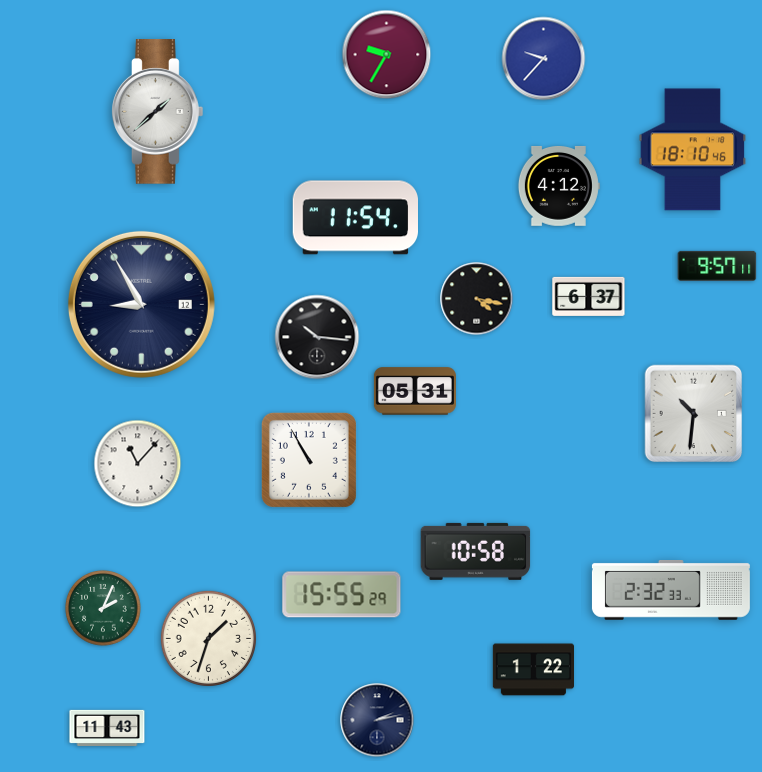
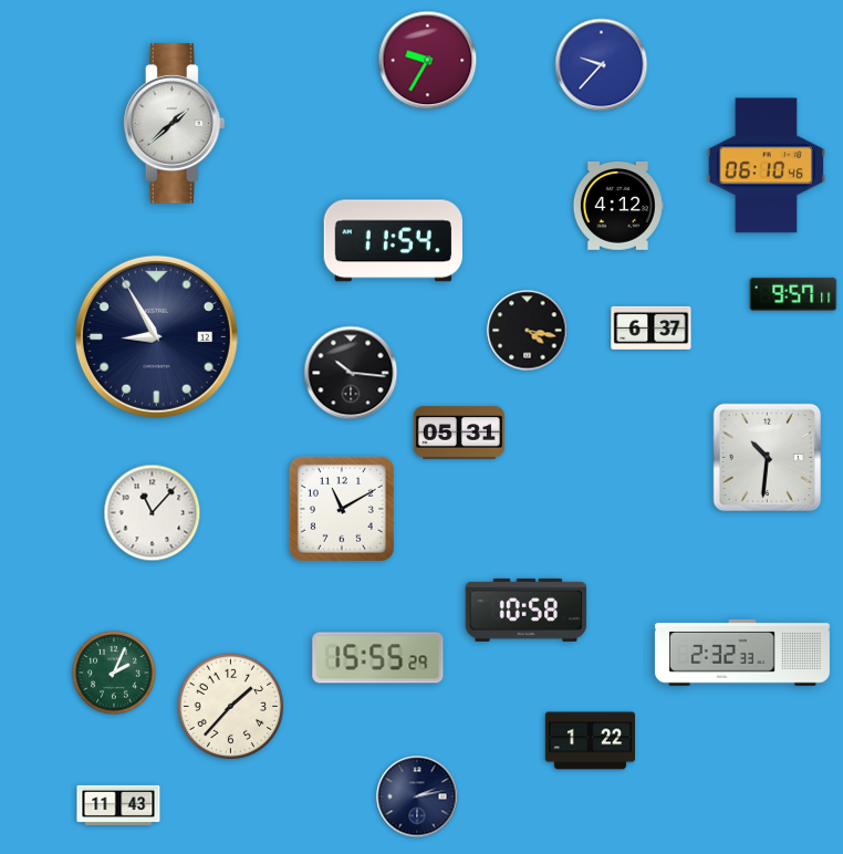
clock at (693, 150): 18:10 -> 06:10
clock at (309, 460): 10:55 -> 11:10
clock at (208, 638): 1:33 -> 1:37
